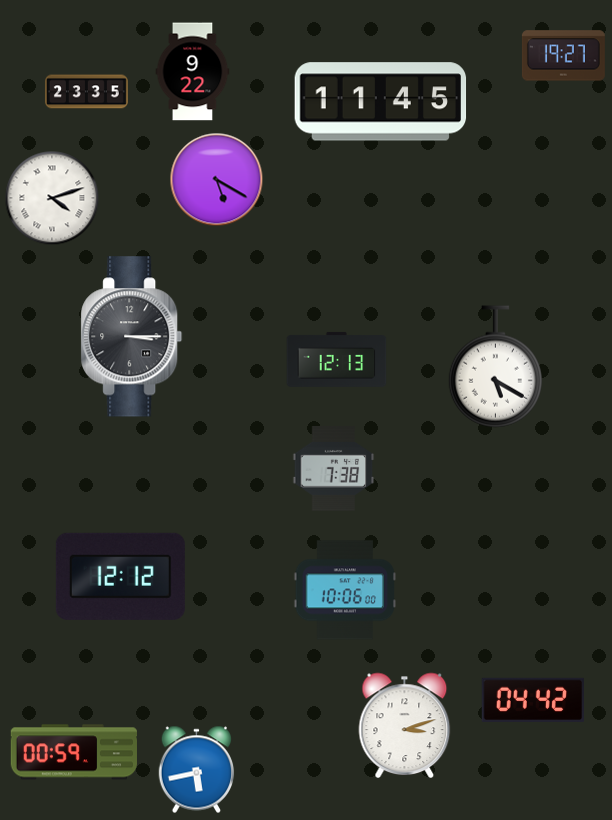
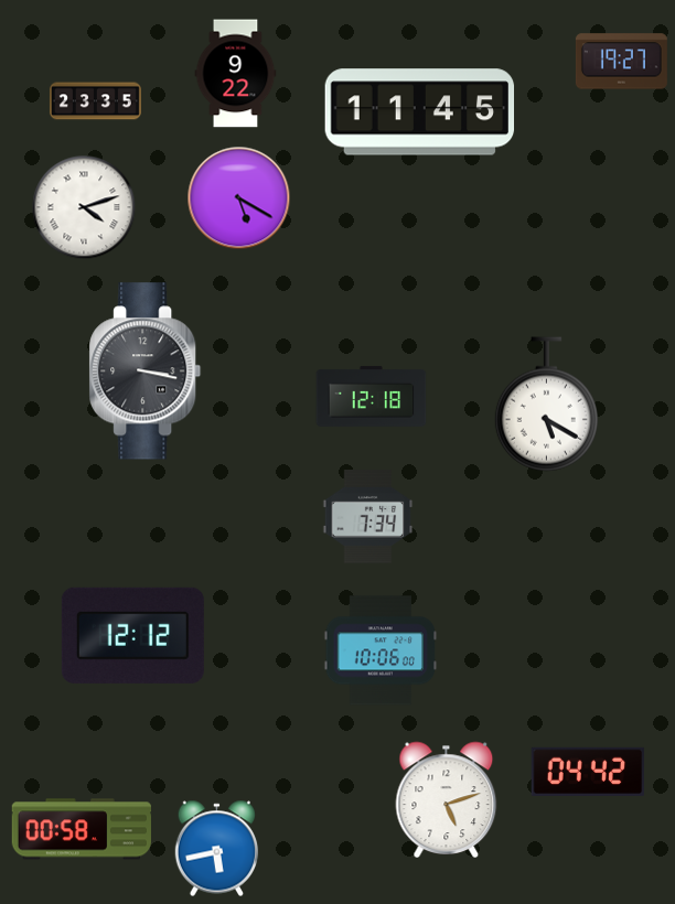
clock at (193, 72) position: (193, 72) -> (236, 74)
clock at (52, 198) position: (52, 198) -> (84, 207)
clock at (132, 337): 3:15 -> 3:17
clock at (337, 359): 12:13 -> 12:18
clock at (334, 469): 7:38 -> 7:34
clock at (405, 725): 3:12 -> 5:12
clock at (74, 752): 00:59 -> 00:58
